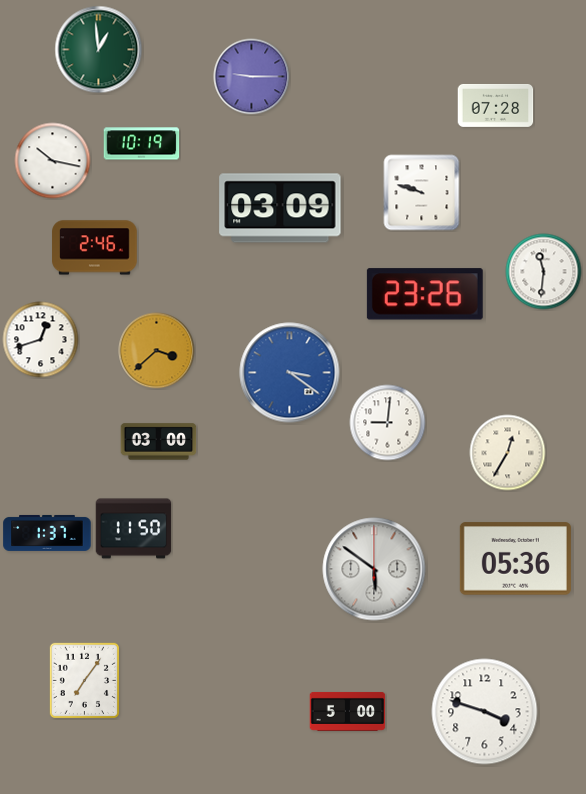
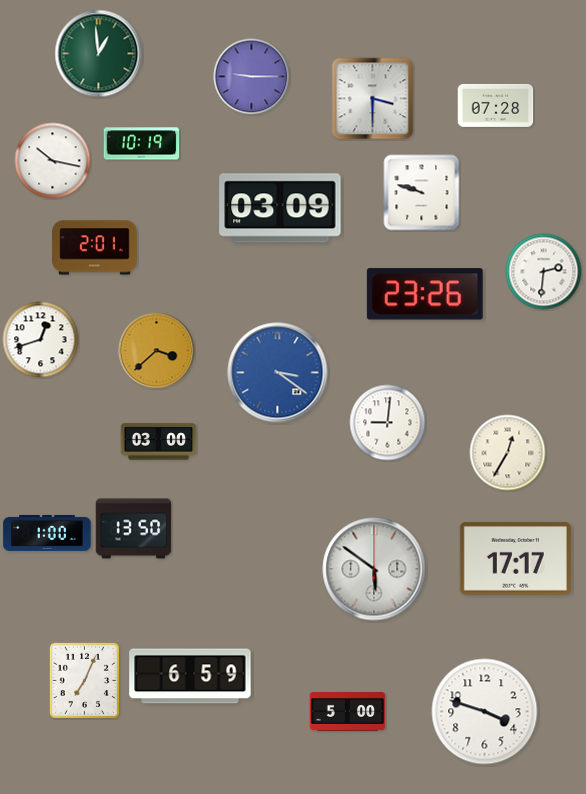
clock at (99, 50) position: (99, 50) -> (99, 54)
clock at (373, 99): none -> 3:30
clock at (95, 248): 2:46 -> 2:01
clock at (544, 272): 11:31 -> 2:31
clock at (290, 373) position: (290, 373) -> (278, 373)
clock at (134, 529): 11:50 -> 13:50
clock at (47, 533): 1:37 -> 1:00
clock at (515, 559): 05:36 -> 17:17
clock at (190, 676): none -> 6:59
clock at (84, 680): 7:06 -> 7:04
